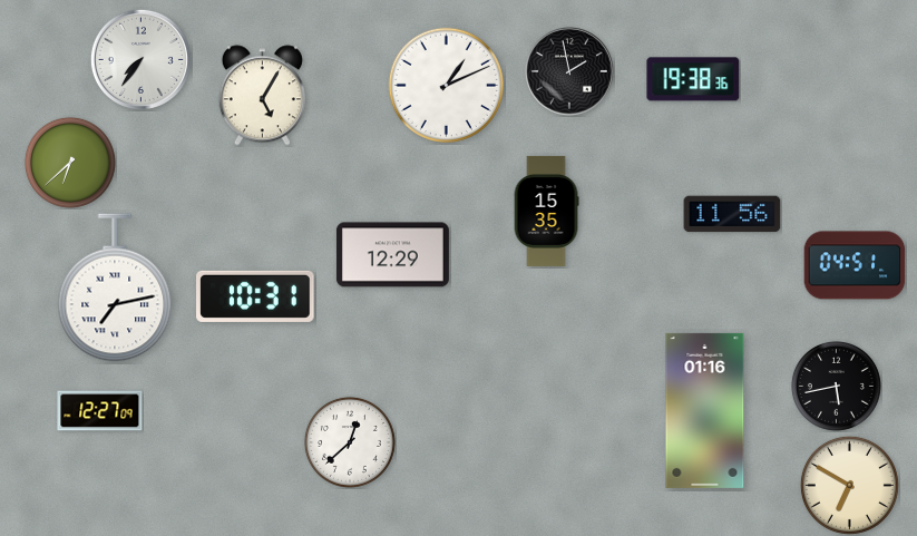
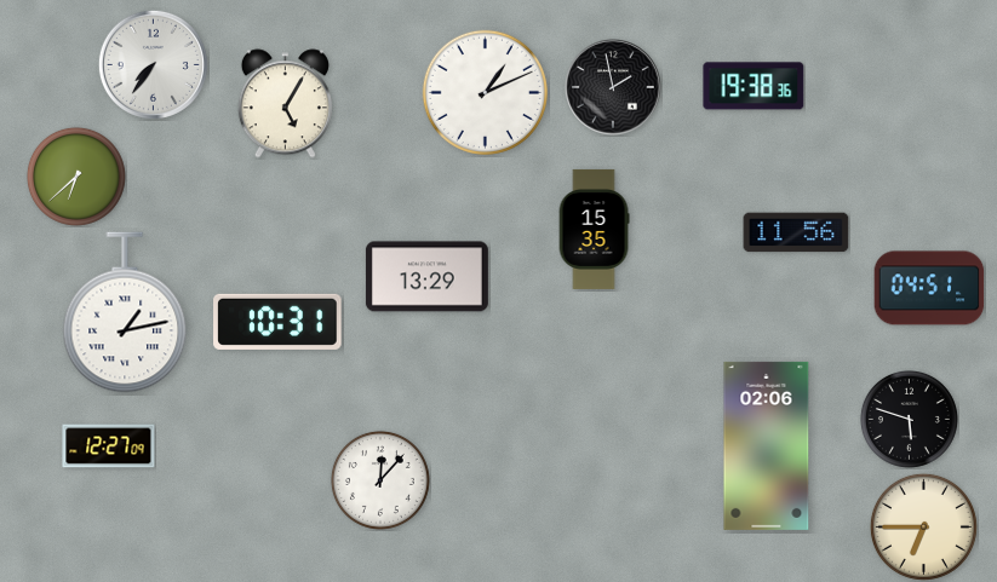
clock at (569, 71) position: (569, 71) -> (613, 87)
clock at (392, 255): 12:29 -> 13:29
clock at (115, 288): 7:13 -> 1:13
clock at (836, 386): 5:43 -> 5:48
clock at (705, 410): 01:16 -> 02:06
clock at (350, 442): 12:38 -> 12:07
clock at (849, 485): 6:50 -> 6:45
